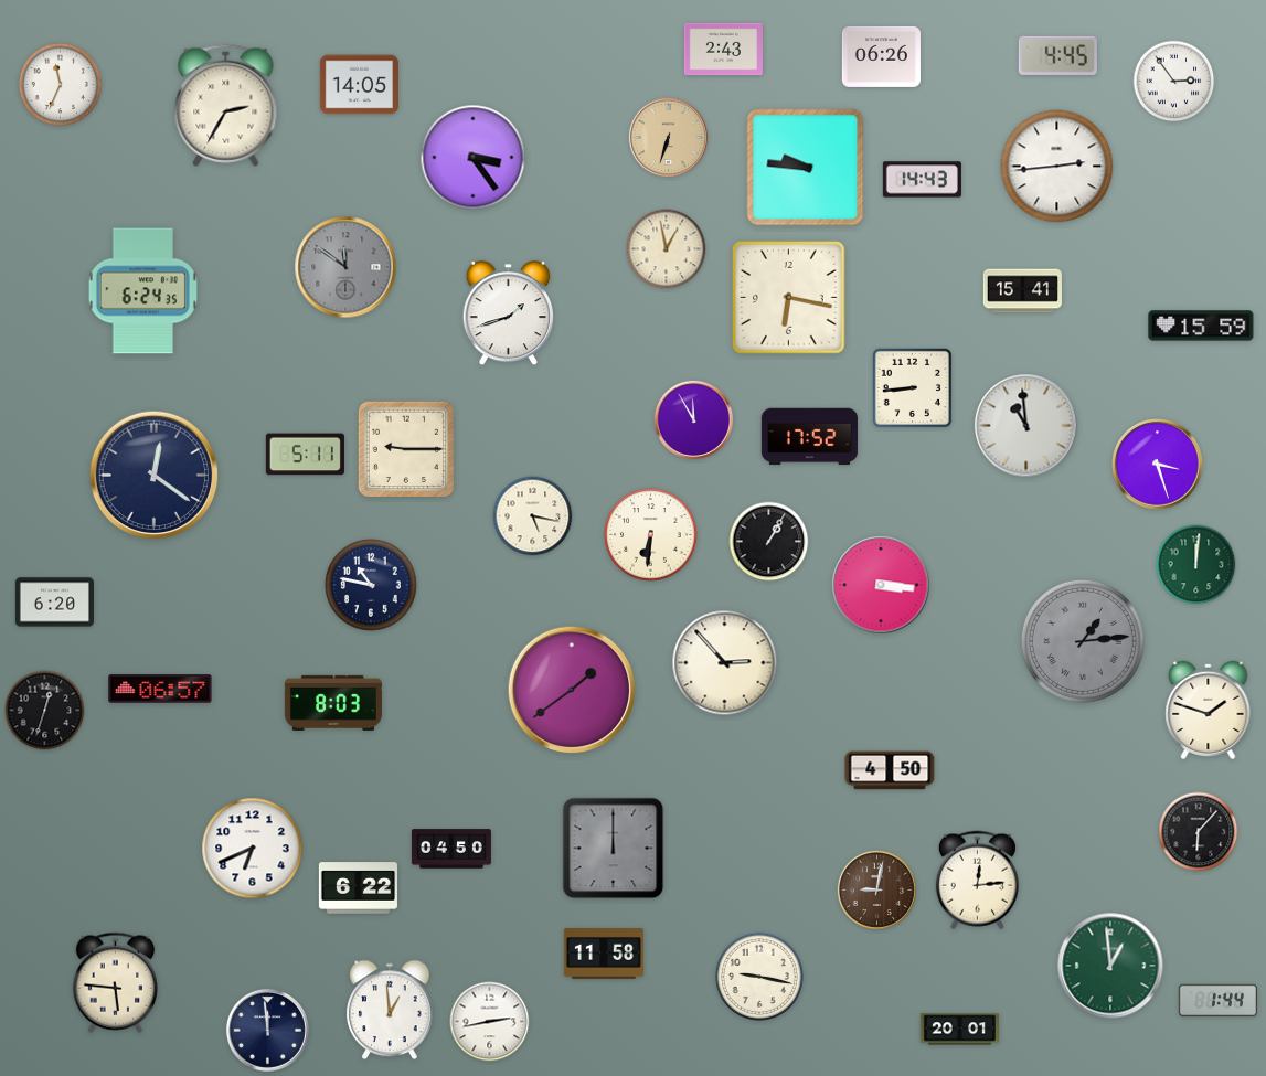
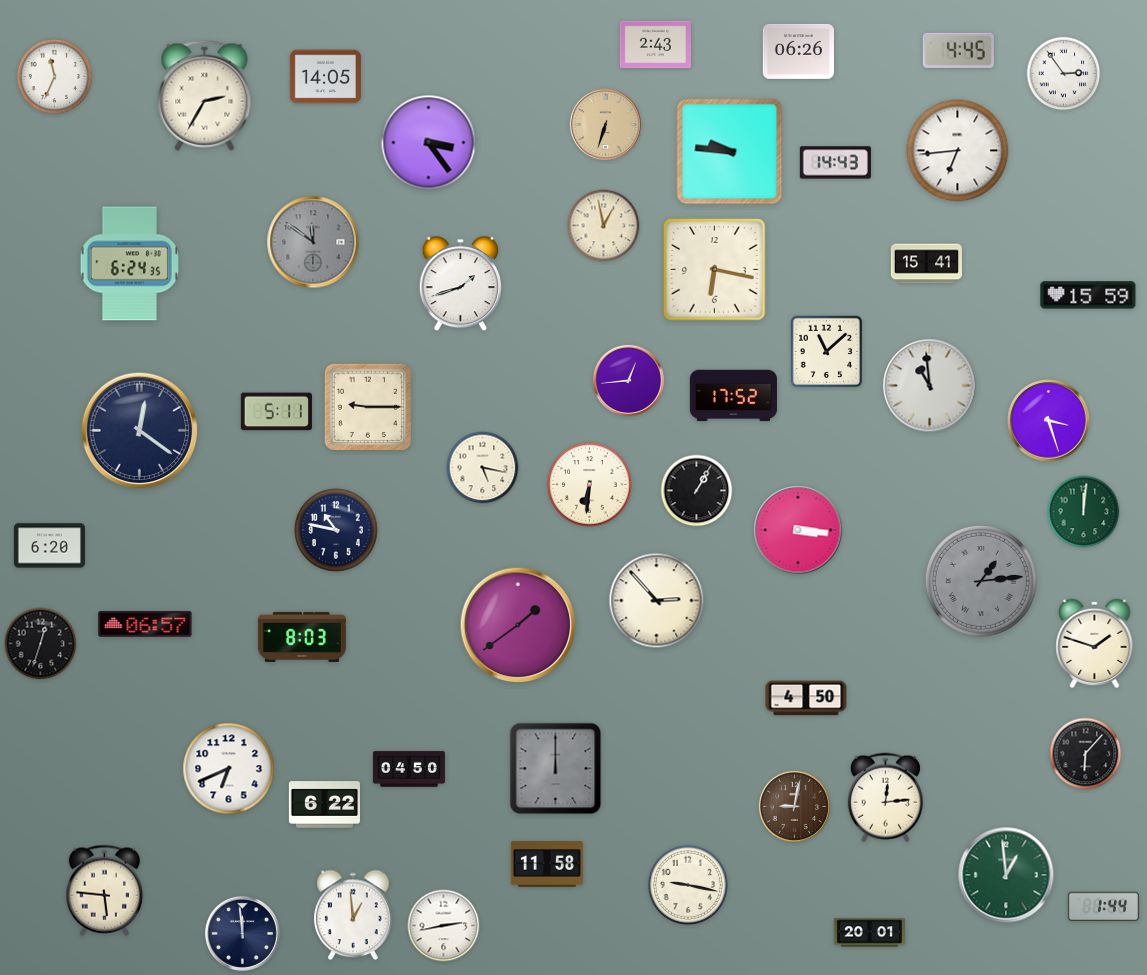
clock at (1057, 167): 2:44 -> 6:44
clock at (913, 388): 8:44 -> 11:08
clock at (693, 419): 11:55 -> 12:44
